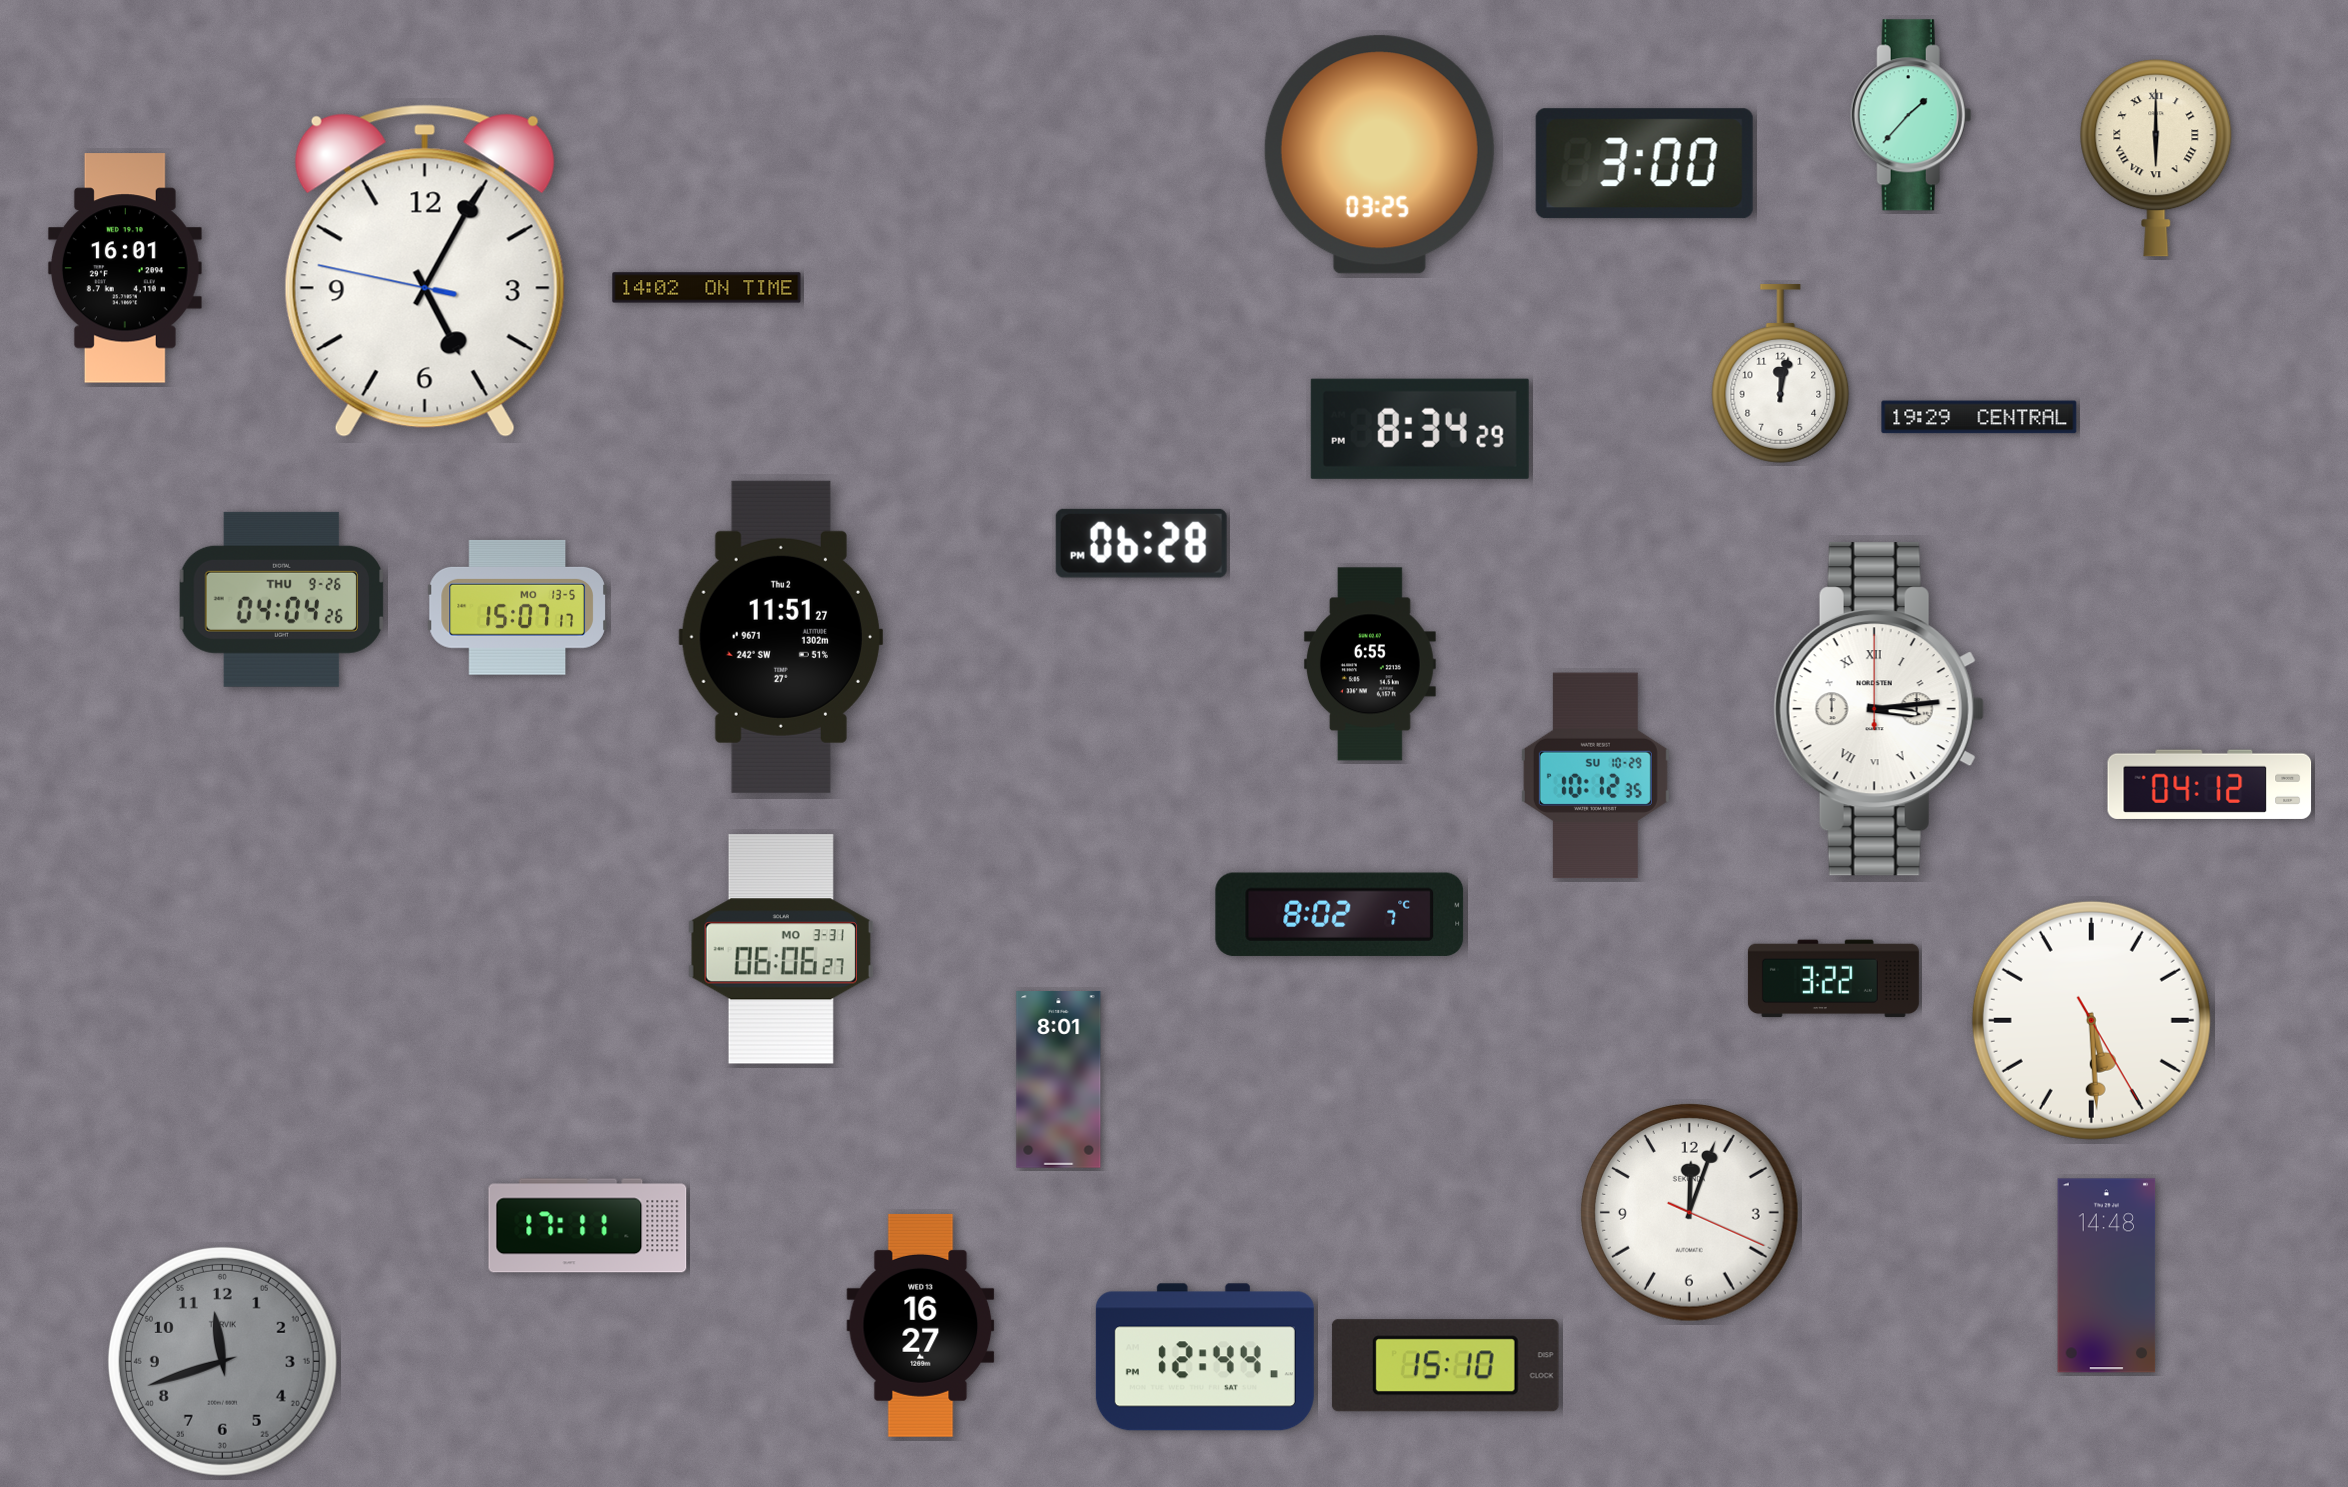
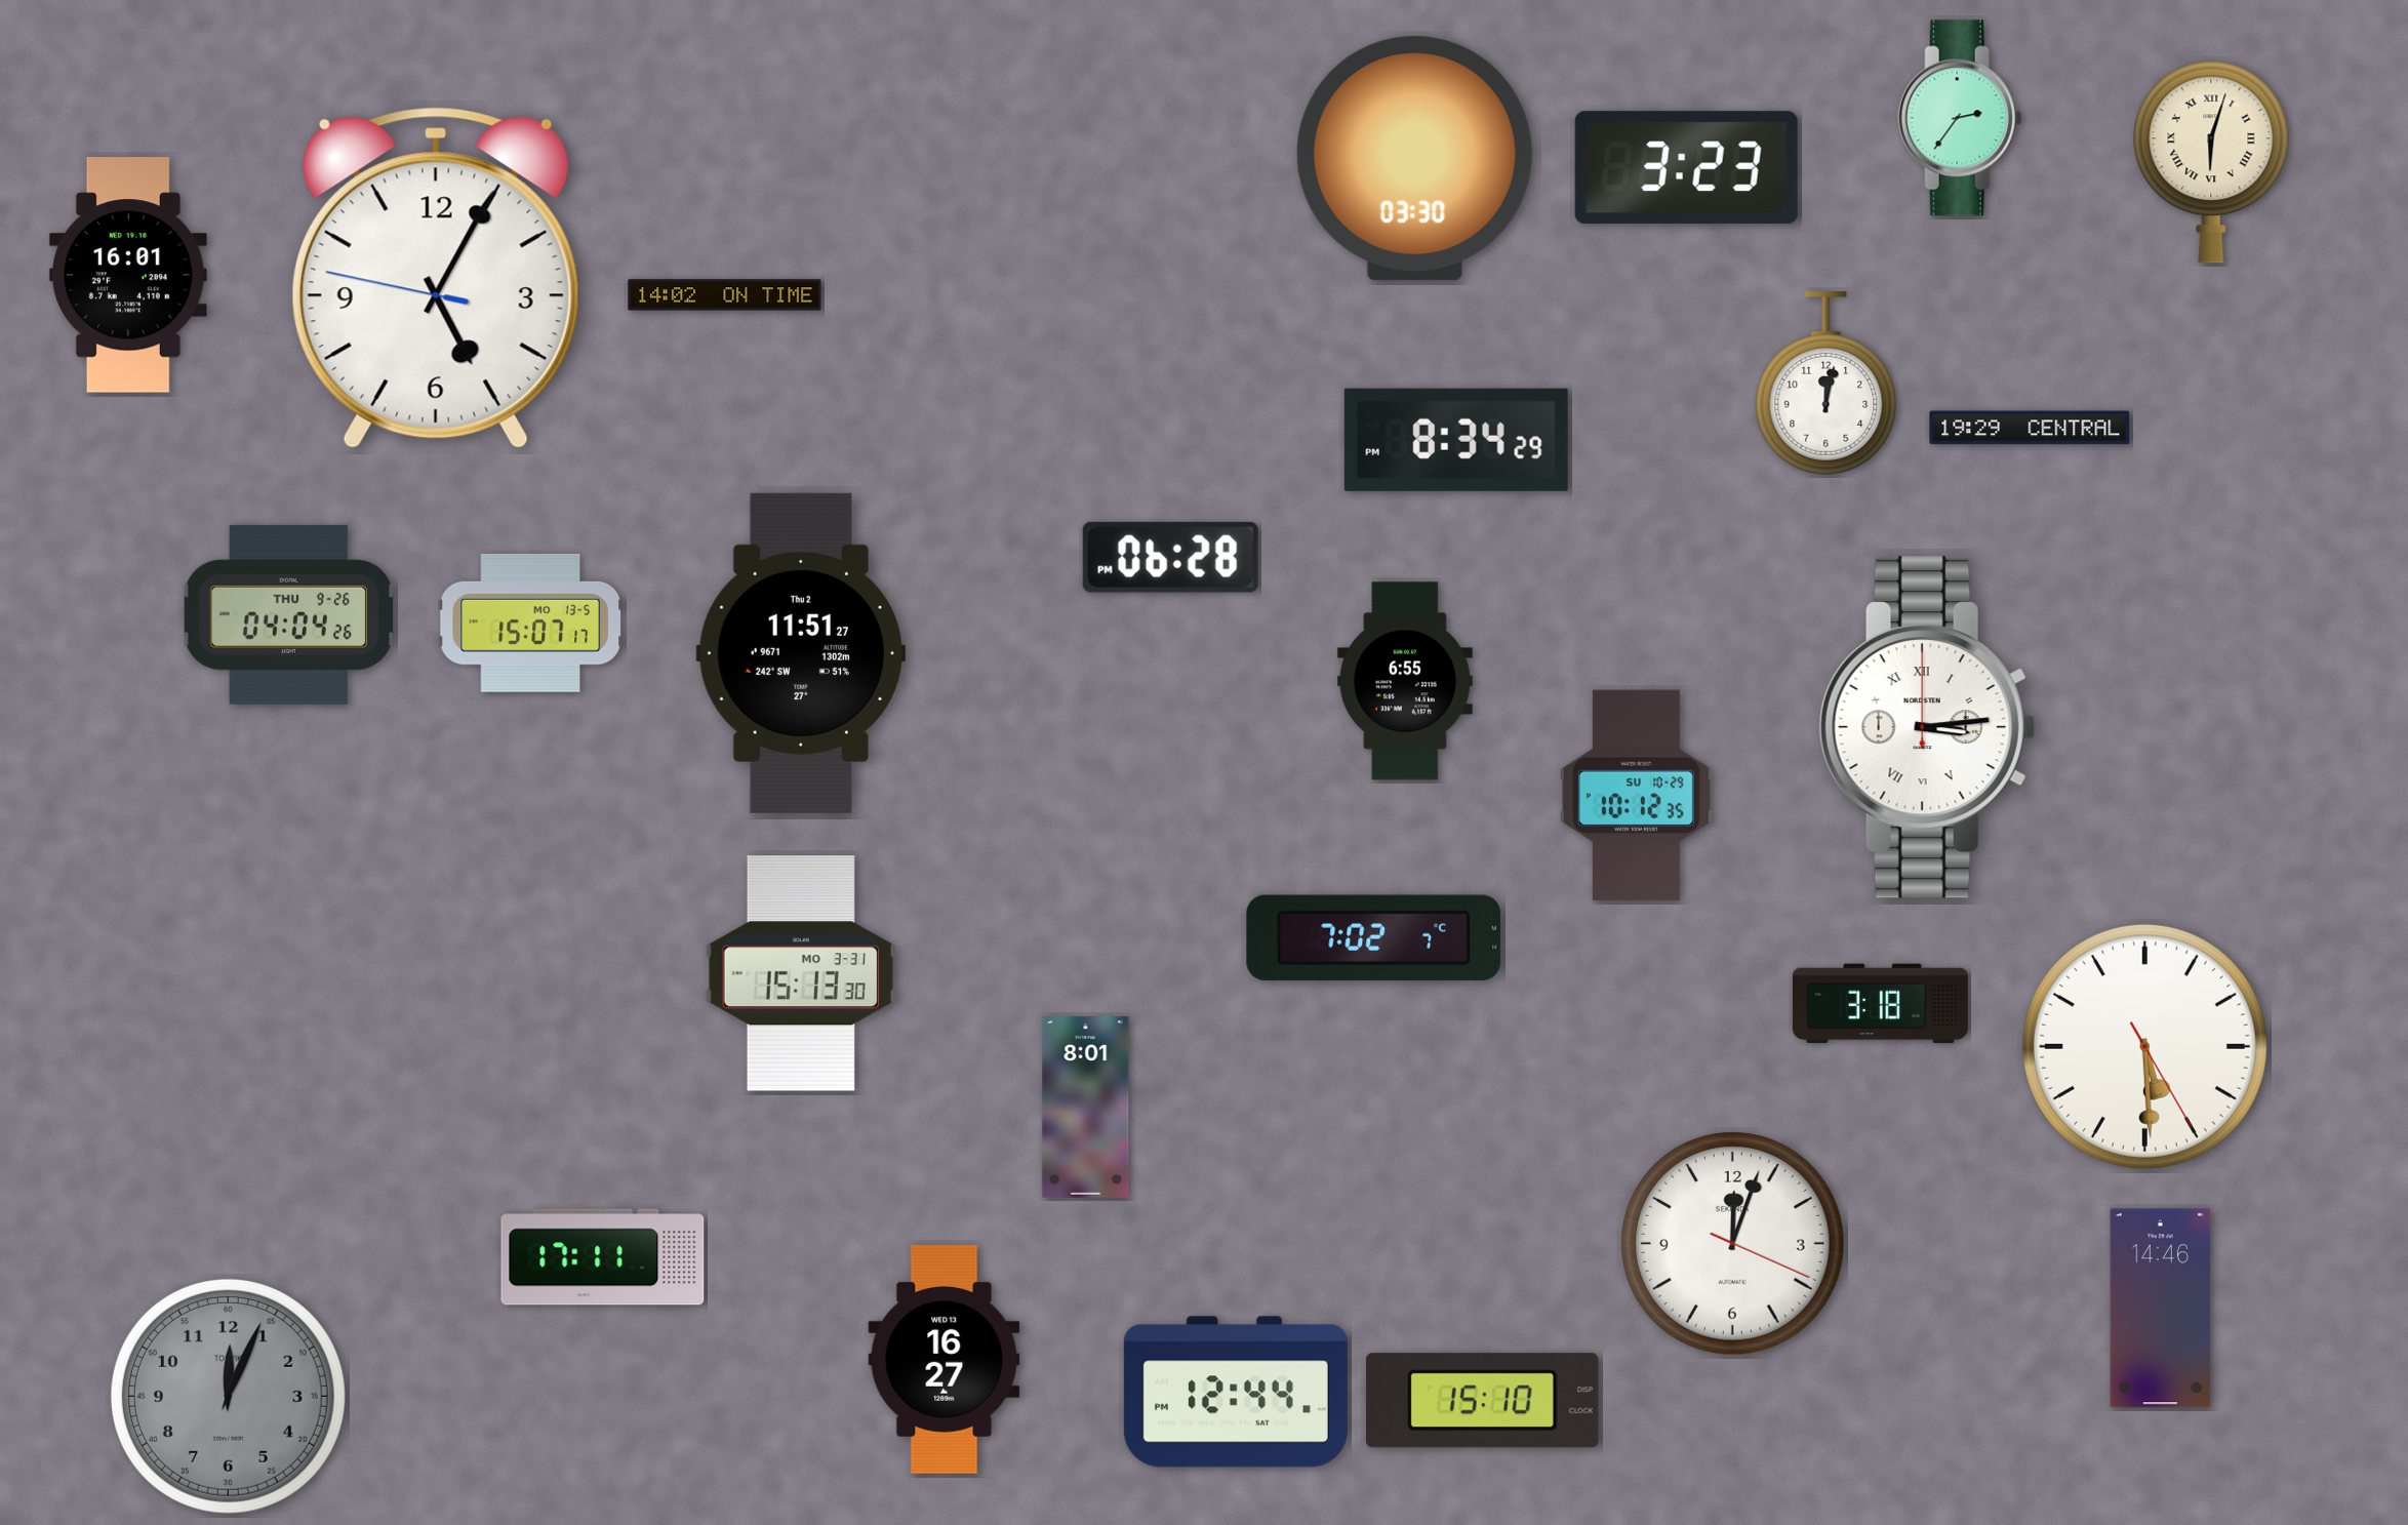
clock at (1911, 115): 1:37 -> 2:36
clock at (1379, 155): 03:25 -> 03:30
clock at (2156, 158): 6:00 -> 6:03
clock at (1644, 164): 3:00 -> 3:23
clock at (2210, 784): 04:12 -> none
clock at (1340, 914): 8:02 -> 7:02
clock at (781, 949): 06:06 -> 15:13
clock at (1833, 979): 3:22 -> 3:18
clock at (2107, 1276): 14:48 -> 14:46
clock at (222, 1361): 11:42 -> 12:04
